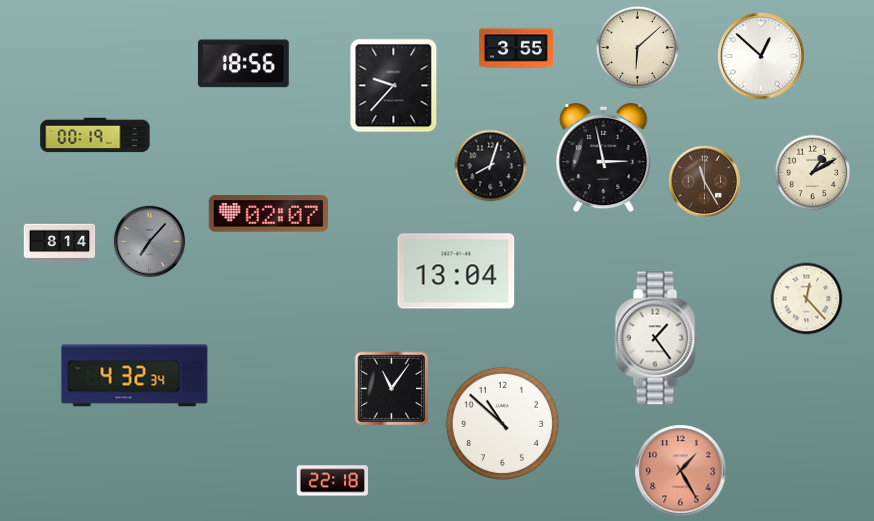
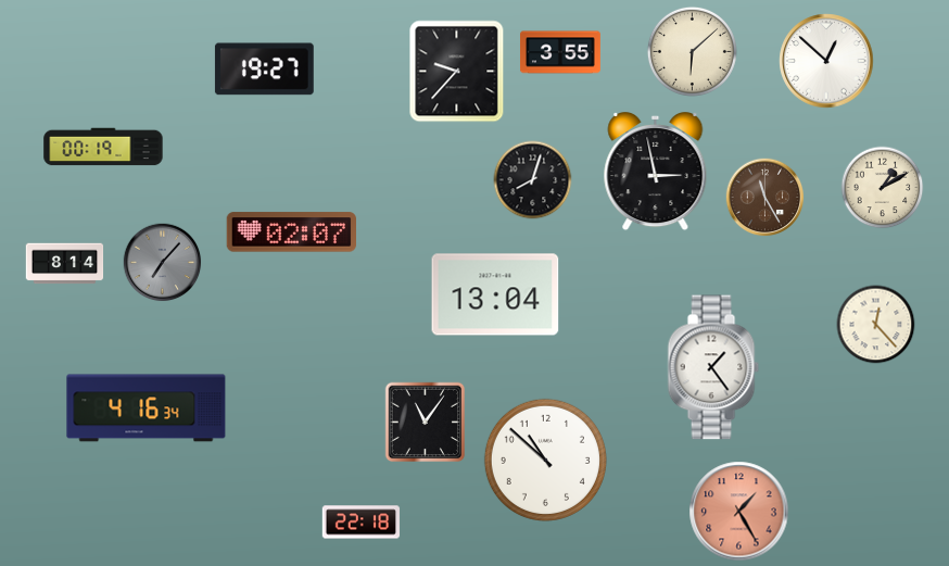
clock at (243, 64): 18:56 -> 19:27
clock at (394, 86) position: (394, 86) -> (457, 72)
clock at (135, 376): 4:32 -> 4:16
